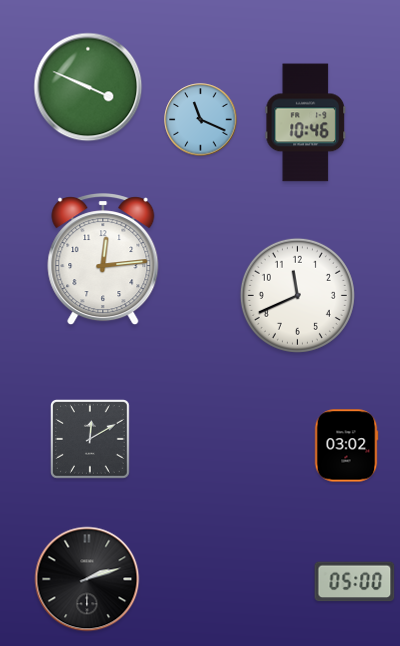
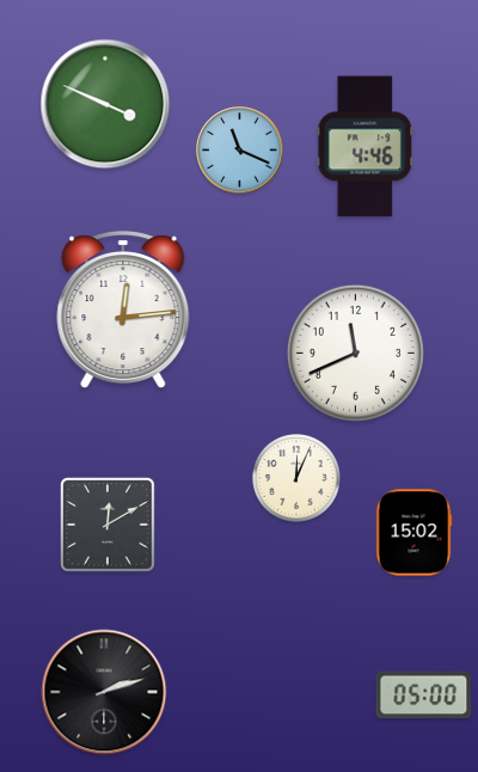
clock at (201, 120) position: (201, 120) -> (240, 151)
clock at (306, 123): 10:46 -> 4:46
clock at (298, 479): none -> 12:04
clock at (346, 446): 03:02 -> 15:02
